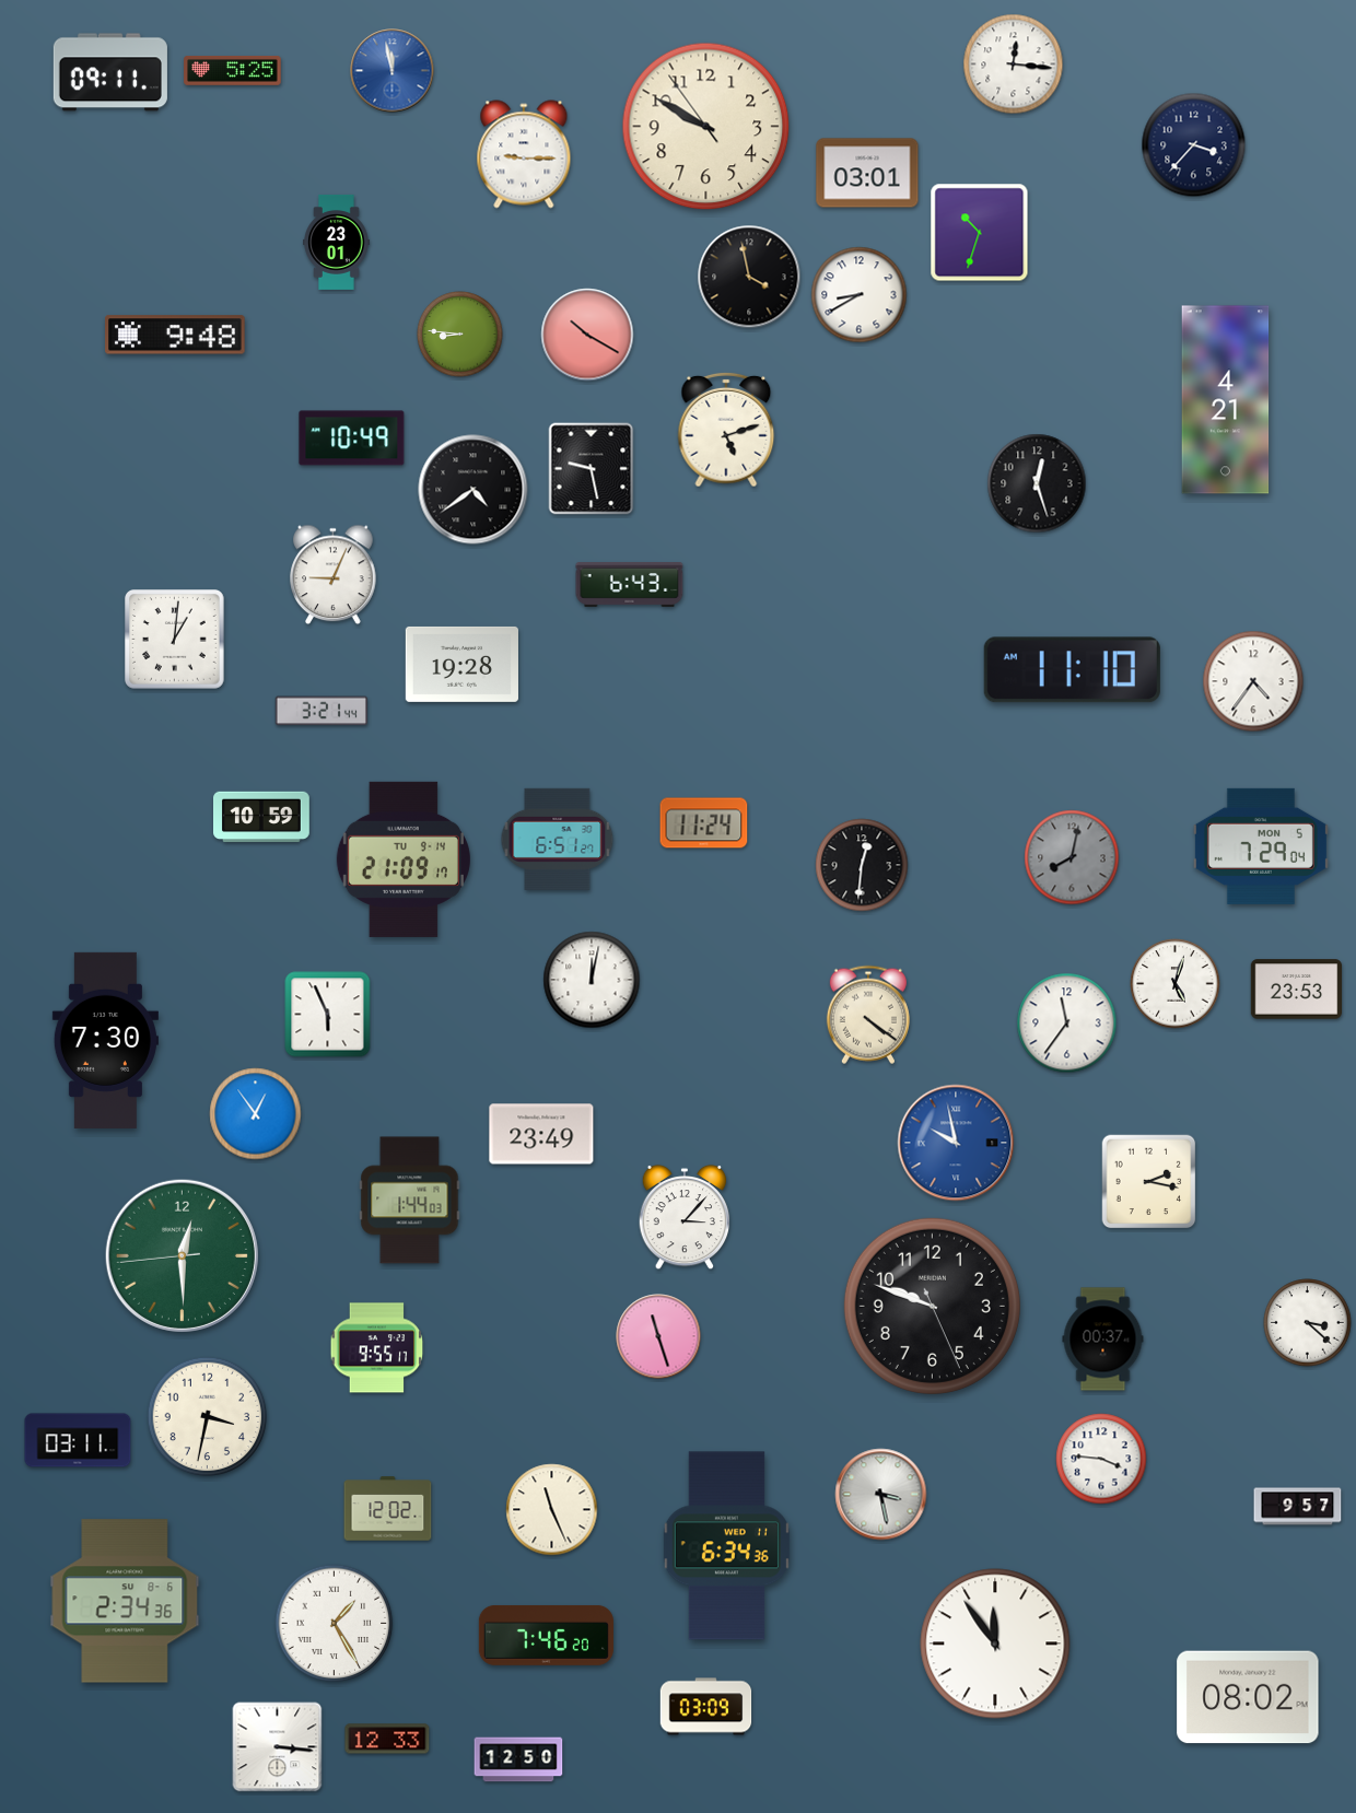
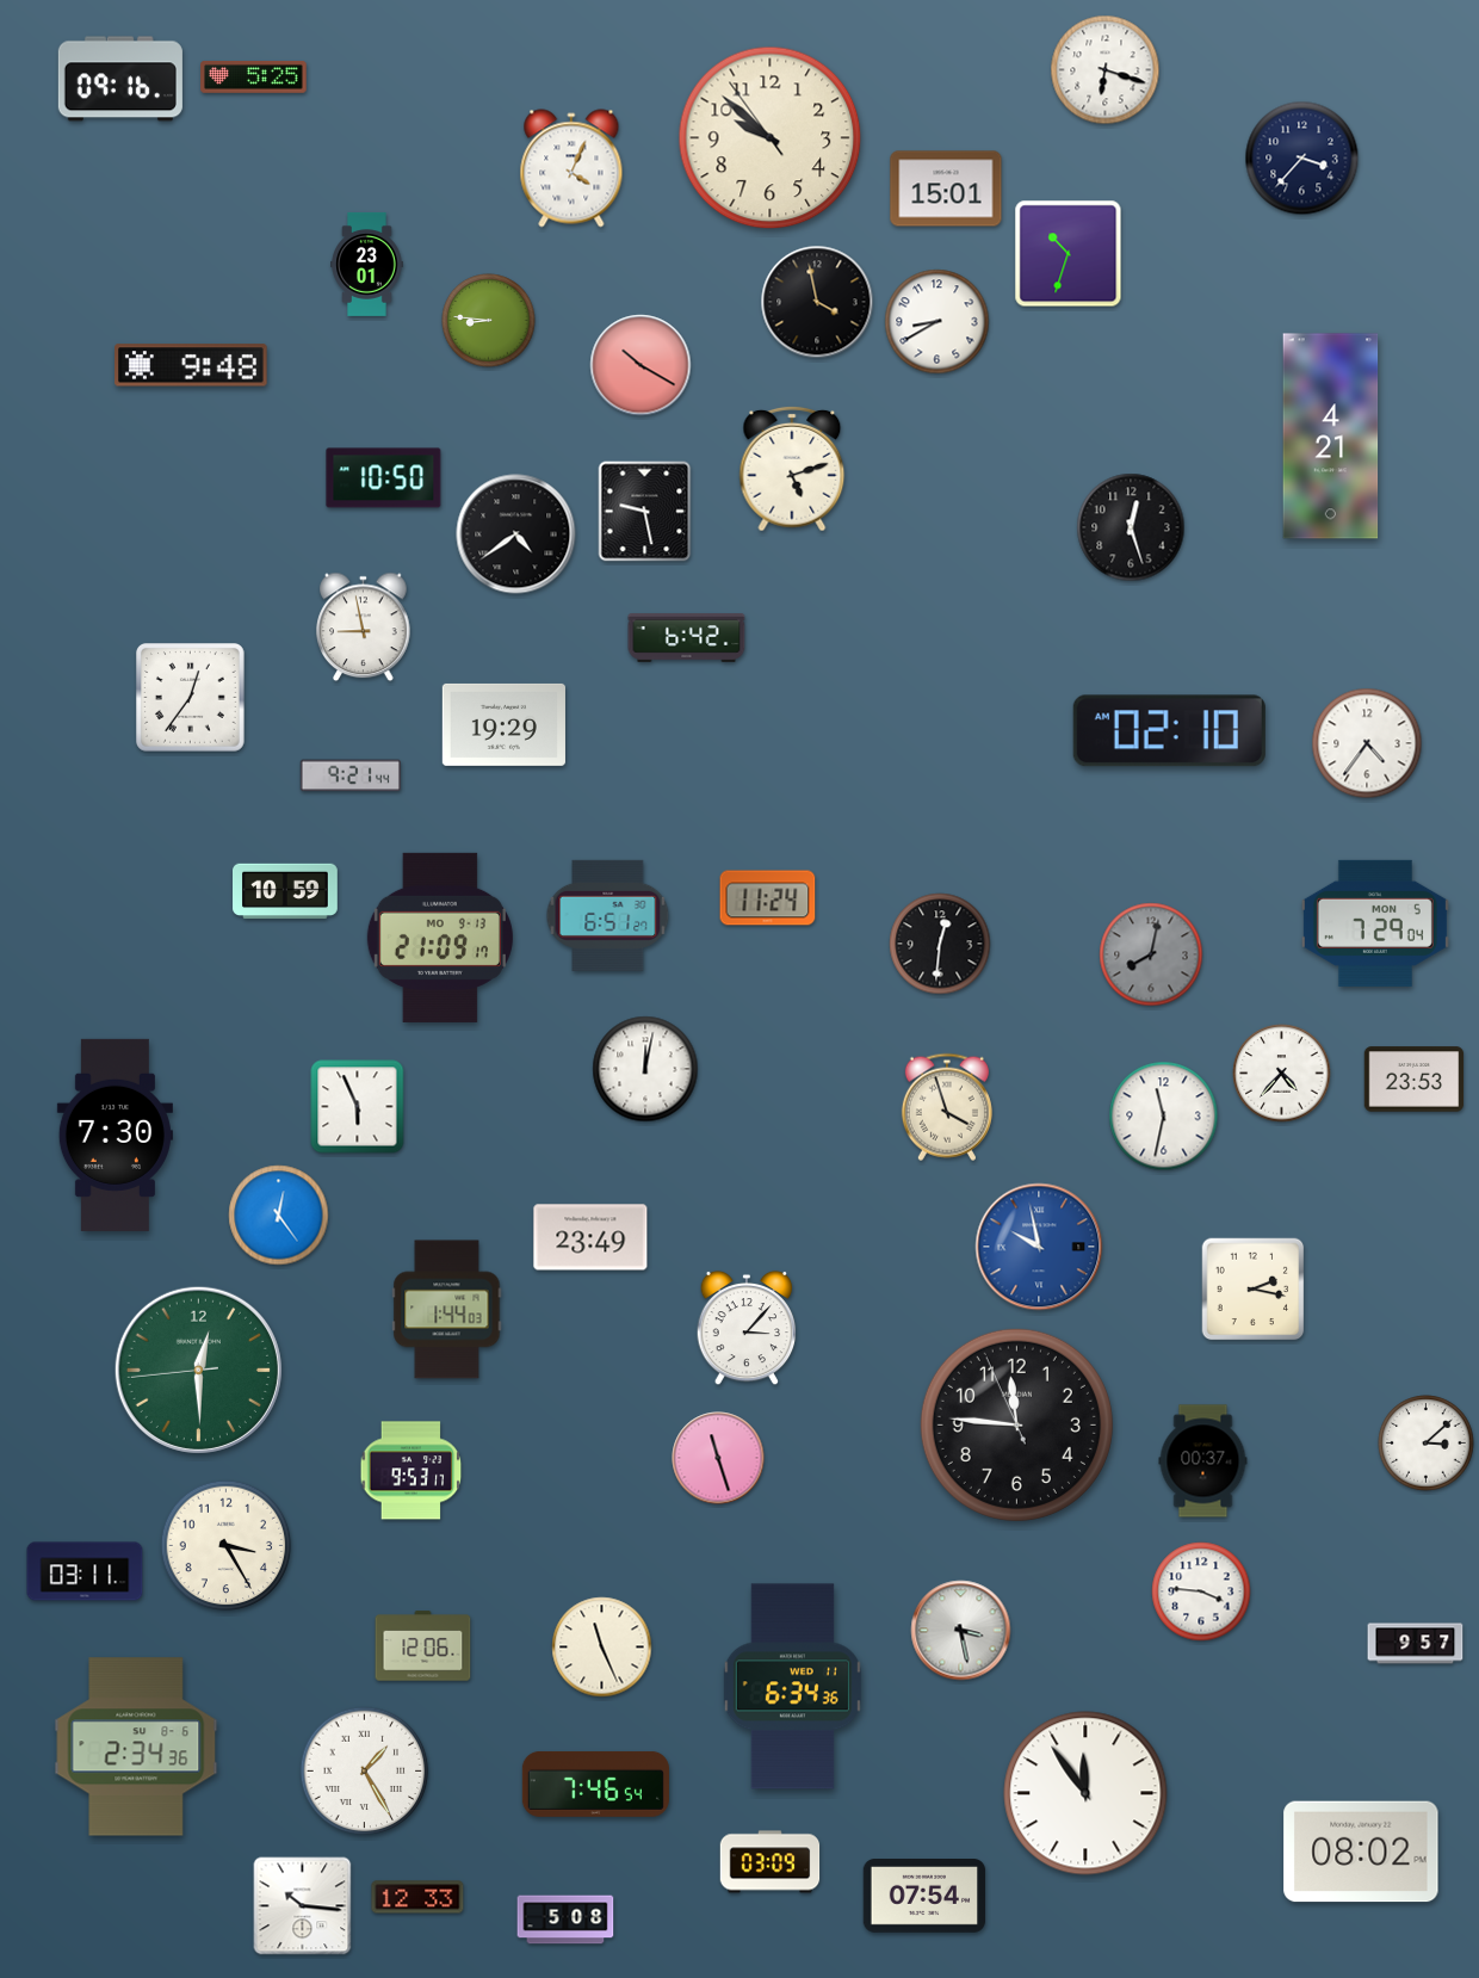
clock at (1014, 65): 12:16 -> 6:18
clock at (393, 71): 11:58 -> none
clock at (110, 72): 09:11 -> 09:16
clock at (706, 127): 9:49 -> 9:51
clock at (524, 154): 9:15 -> 4:04
clock at (867, 173): 03:01 -> 15:01
clock at (460, 335) position: (460, 335) -> (489, 321)
clock at (1226, 400) position: (1226, 400) -> (1331, 437)
clock at (352, 438): 10:49 -> 10:50
clock at (334, 575): 9:04 -> 8:58
clock at (630, 585): 6:43 -> 6:42
clock at (175, 640): 1:01 -> 12:36
clock at (461, 664): 19:28 -> 19:29
clock at (1072, 670): 11:10 -> 02:10
clock at (322, 711): 3:21 -> 9:21
clock at (1072, 857) position: (1072, 857) -> (1151, 954)
clock at (404, 859) date: TU 9-14 -> MO 9-13
clock at (1176, 984): 5:03 -> 4:37
clock at (868, 1015): 4:21 -> 3:57
clock at (1067, 1024): 11:36 -> 11:32
clock at (256, 1114): 12:54 -> 12:24
clock at (956, 1143) position: (956, 1143) -> (1039, 1247)
clock at (932, 1306): 9:48 -> 11:45
clock at (1308, 1323): 3:22 -> 3:08
clock at (377, 1348): 9:55 -> 9:53
clock at (208, 1417): 3:32 -> 3:25
clock at (388, 1509): 12:02 -> 12:06
clock at (546, 1635): 7:46:20 -> 7:46:54
clock at (387, 1739) position: (387, 1739) -> (417, 1897)
clock at (924, 1897): none -> 07:54
clock at (278, 1747): 3:16 -> 10:16
clock at (518, 1759): 12:50 -> 5:08
